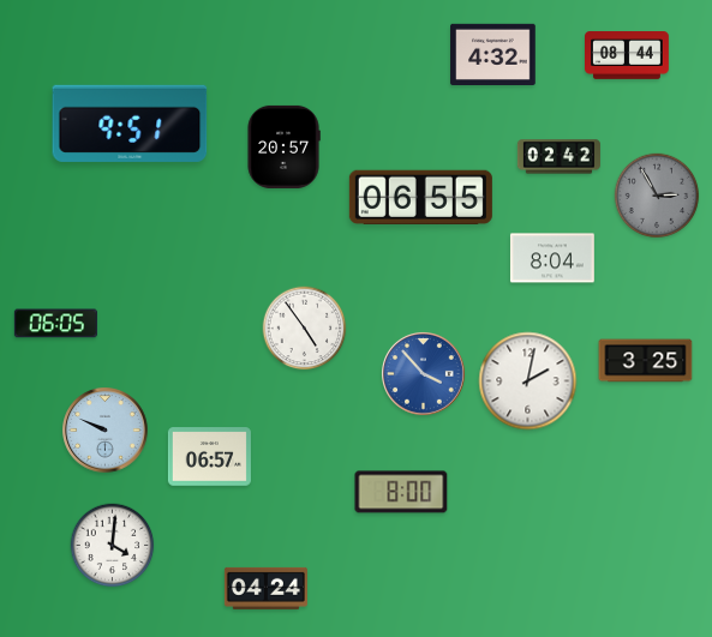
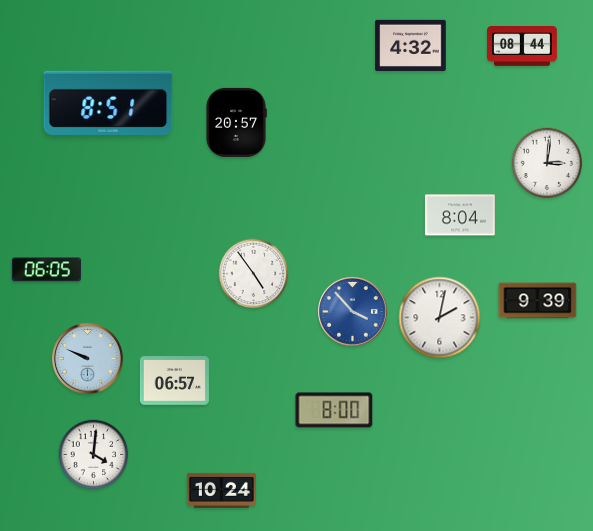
clock at (130, 124): 9:51 -> 8:51
clock at (558, 157): 02:42 -> none
clock at (657, 196): 2:55 -> 3:01
clock at (657, 196) dial: grey -> white
clock at (420, 197): 06:55 -> none
clock at (646, 361): 3:25 -> 9:39
clock at (265, 588): 04:24 -> 10:24
